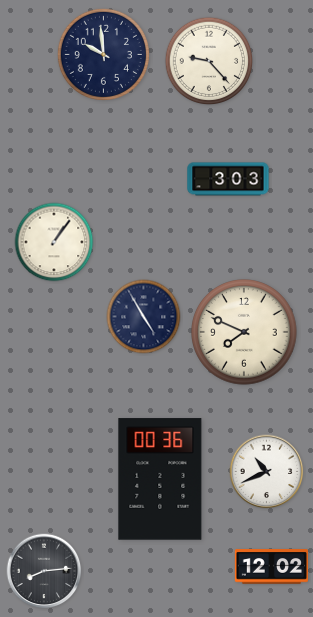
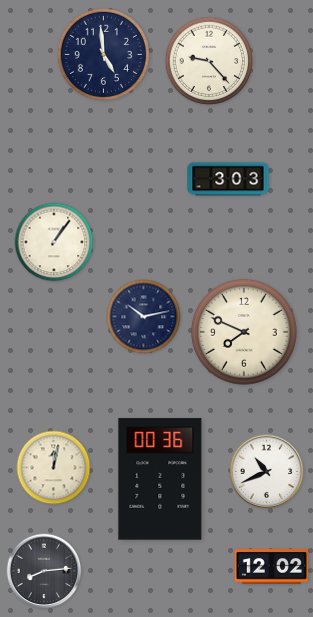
clock at (103, 54): 9:59 -> 4:59
clock at (144, 317): 4:55 -> 10:13
clock at (54, 468): none -> 12:02
